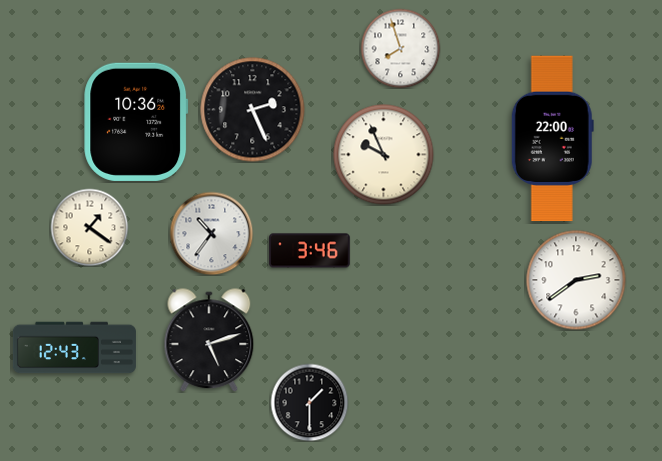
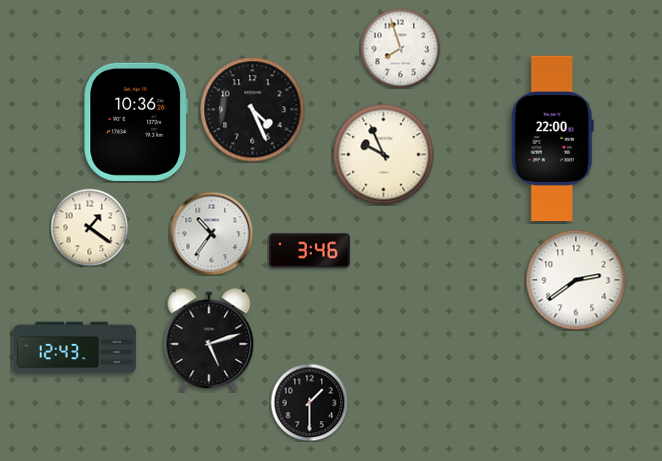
clock at (253, 110): 2:26 -> 4:26
